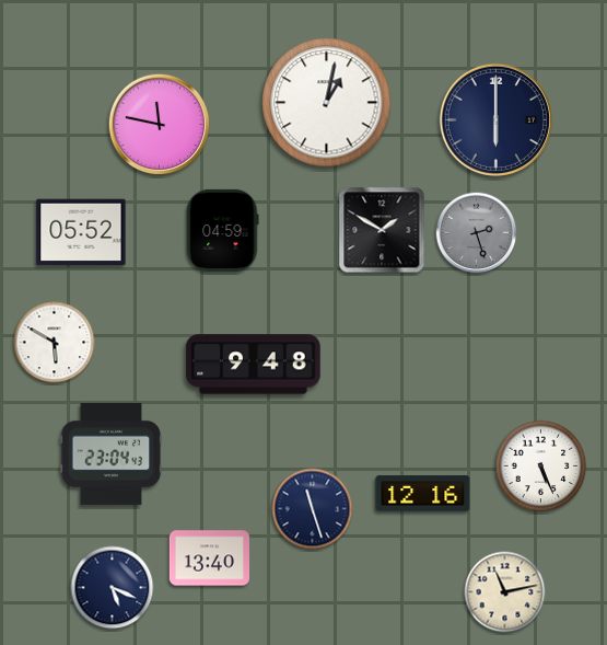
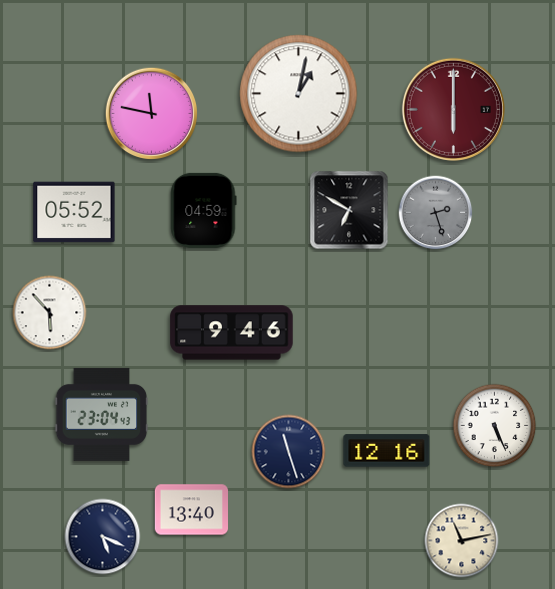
clock at (495, 119) dial: navy -> burgundy
clock at (160, 125) position: (160, 125) -> (152, 114)
clock at (382, 230): 1:50 -> 6:50
clock at (55, 343): 5:50 -> 5:53
clock at (254, 365): 9:48 -> 9:46
clock at (313, 509) position: (313, 509) -> (289, 452)
